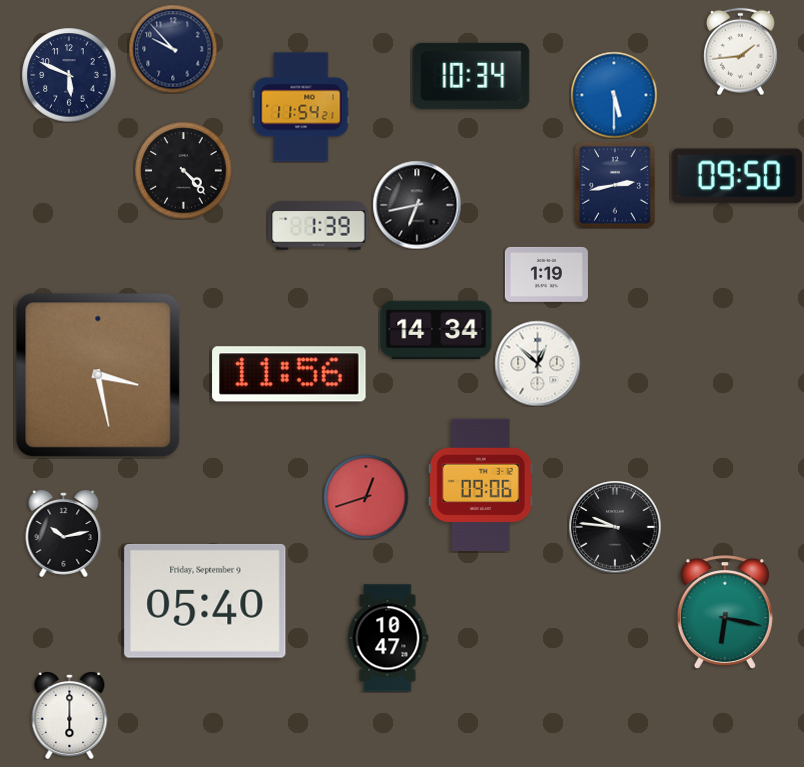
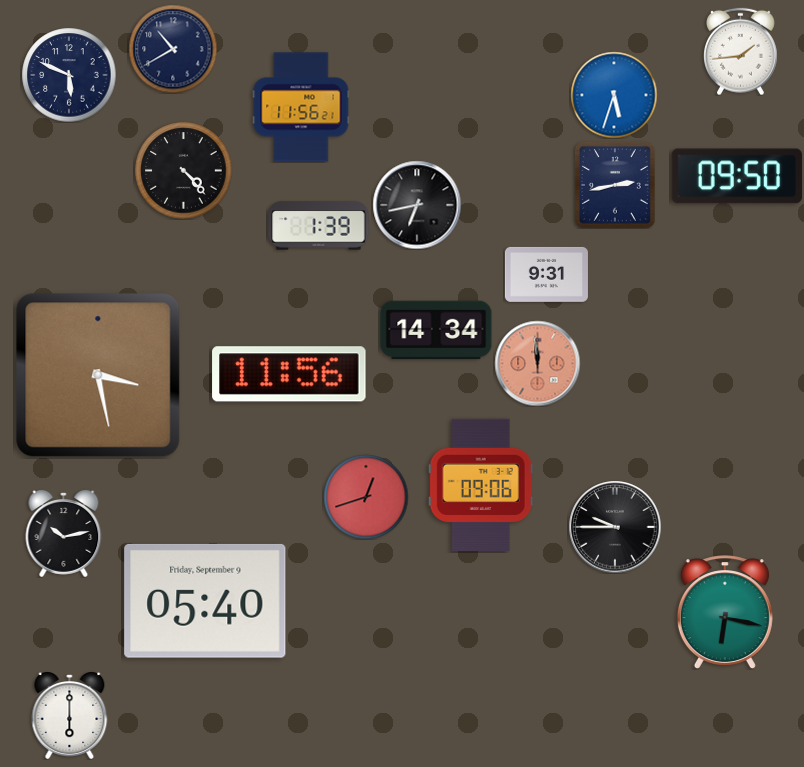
clock at (173, 49): 9:53 -> 10:40
clock at (471, 76): 10:34 -> none
clock at (614, 95): 5:30 -> 5:33
clock at (301, 107): 11:54 -> 11:56
clock at (546, 274): 1:19 -> 9:31
clock at (537, 363): 12:52 -> 11:59
clock at (537, 363) dial: white -> salmon
clock at (615, 527): 9:46 -> 9:45
clock at (388, 638): 10:47 -> none
